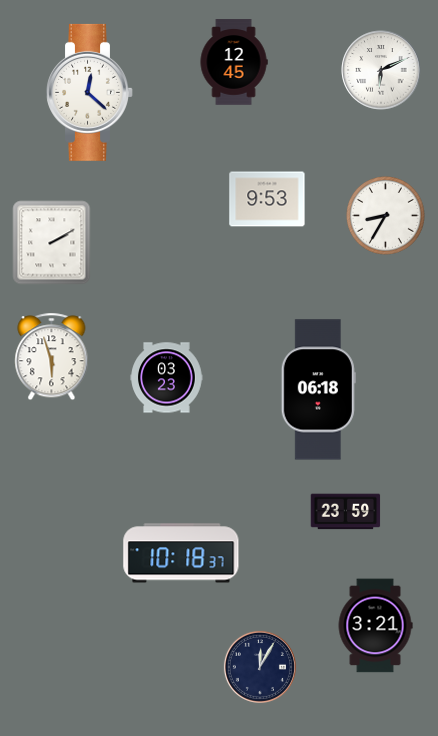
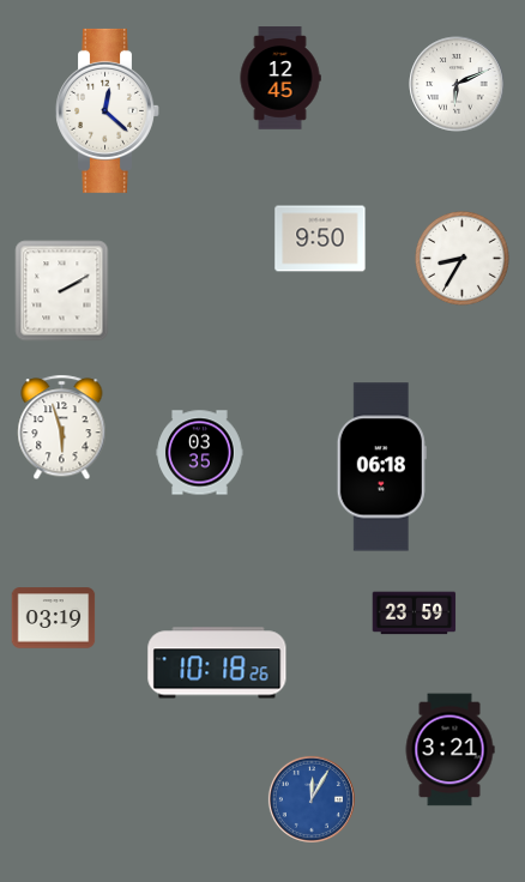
clock at (234, 62) position: (234, 62) -> (280, 78)
clock at (267, 199): 9:53 -> 9:50
clock at (167, 378): 03:23 -> 03:35
clock at (54, 618): none -> 03:19
clock at (181, 553): 10:18:37 -> 10:18:26
clock at (260, 667) dial: navy -> blue
